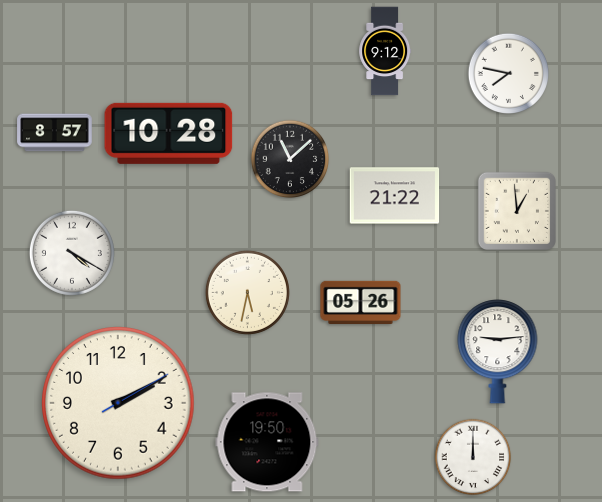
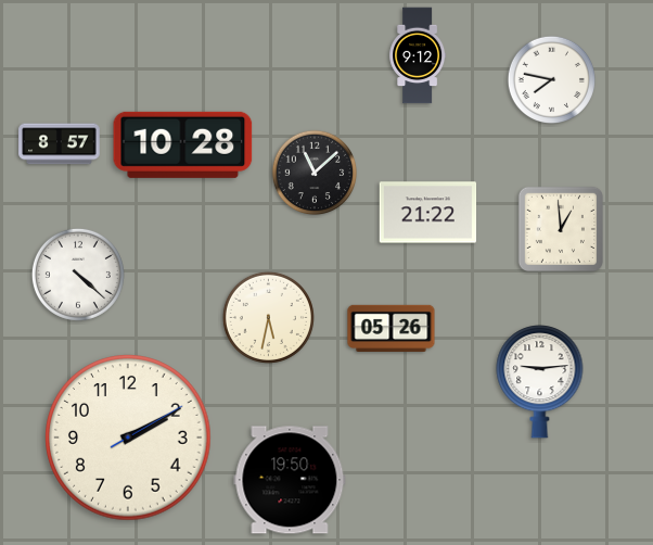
clock at (72, 253): 4:20 -> 4:22
clock at (473, 457): 12:00 -> none
